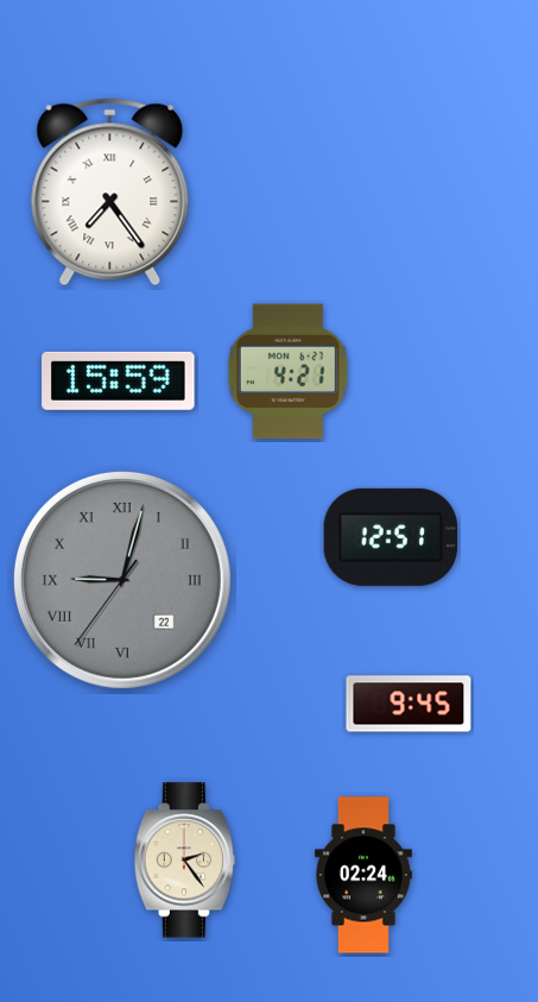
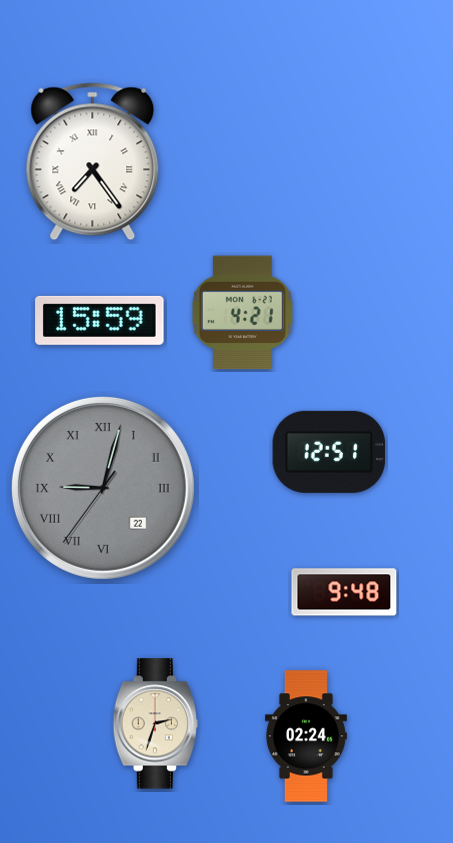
clock at (409, 704): 9:45 -> 9:48
clock at (184, 861): 2:24 -> 2:33
